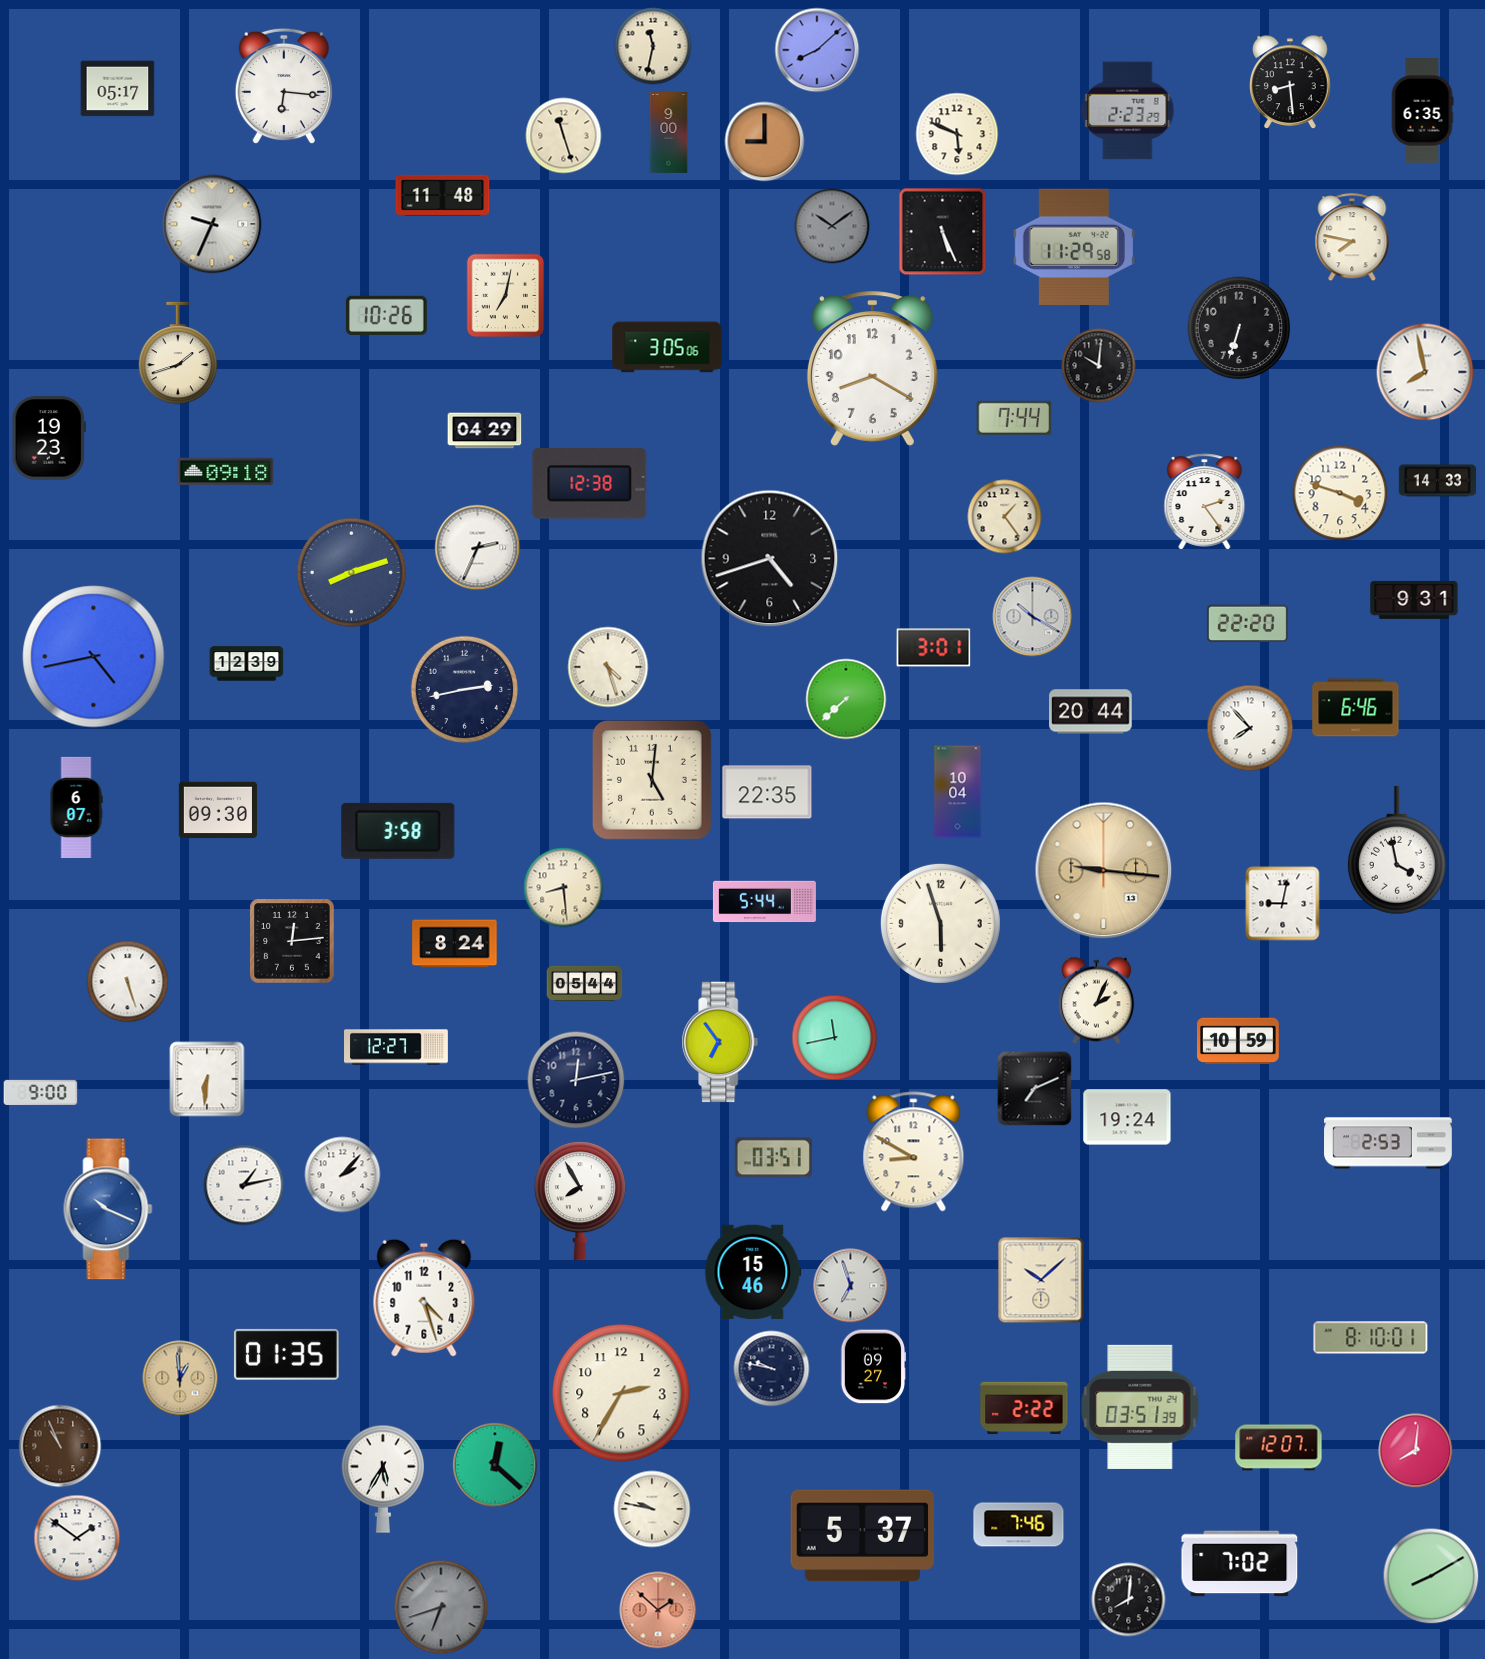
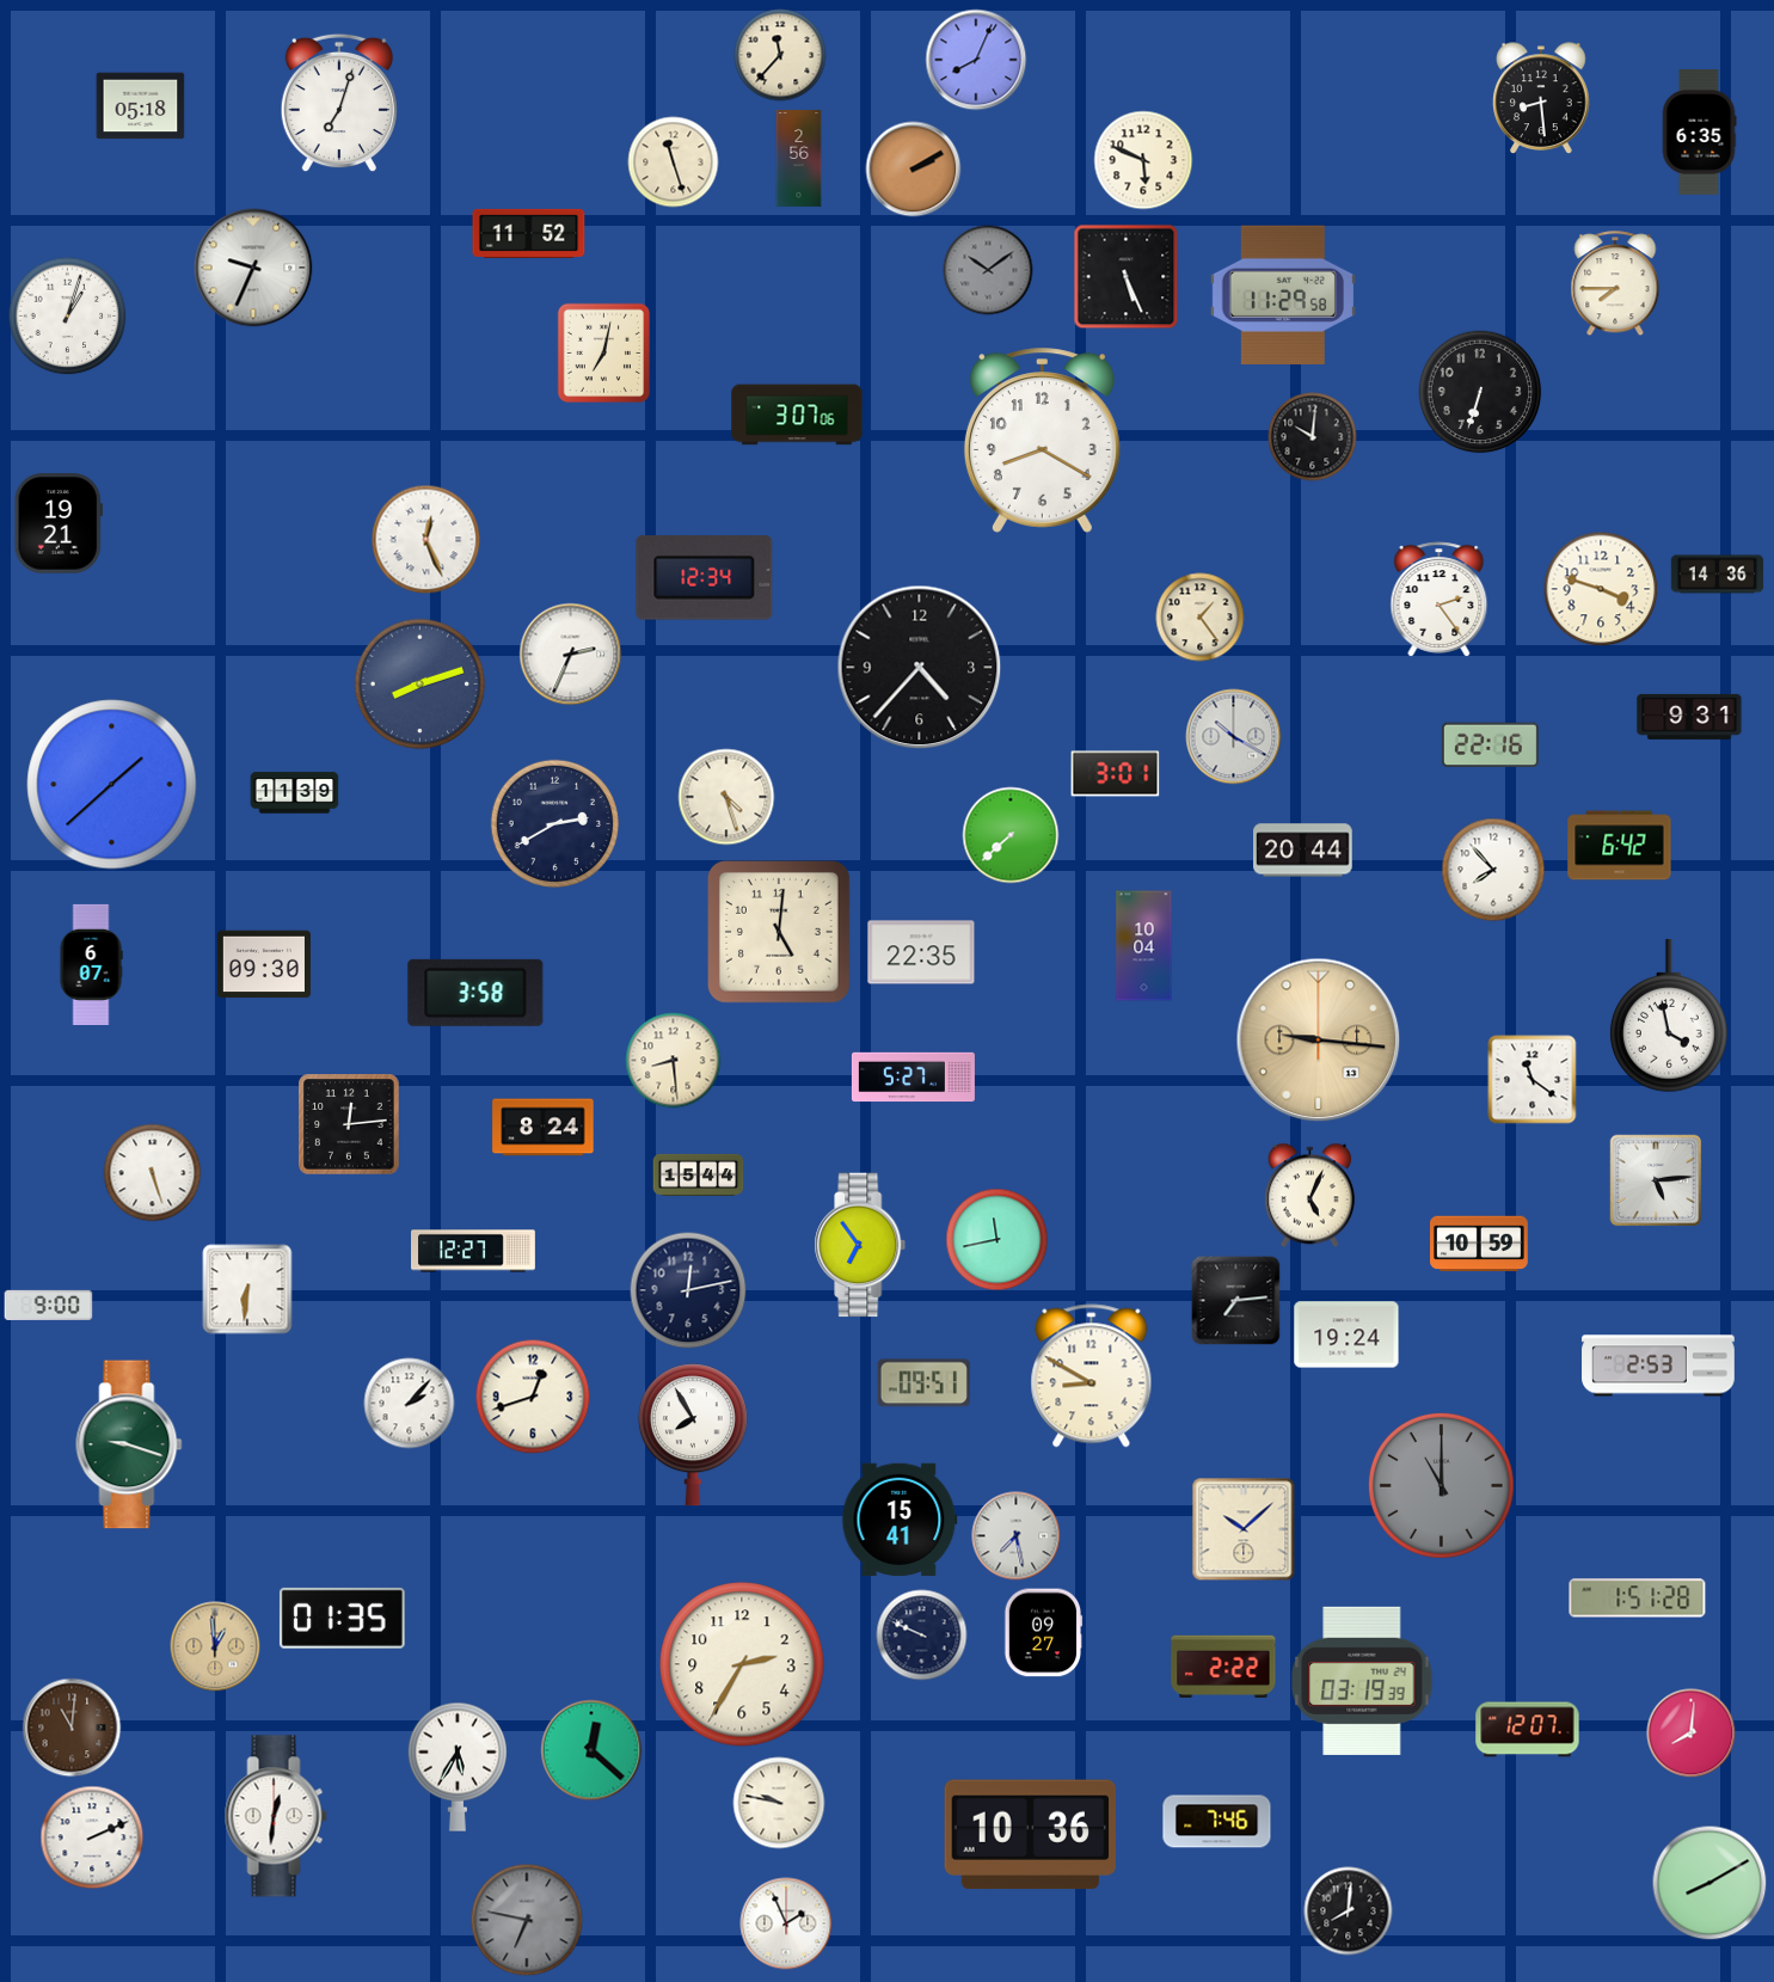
clock at (653, 46): 11:32 -> 11:37
clock at (817, 50): 8:08 -> 8:04
clock at (284, 86): 6:16 -> 7:03
clock at (118, 89): 05:17 -> 05:18
clock at (1128, 111): 2:23 -> none
clock at (669, 133): 9:00 -> 2:56
clock at (765, 142): 9:00 -> 2:10
clock at (443, 195): 11:48 -> 11:52
clock at (832, 226) position: (832, 226) -> (988, 270)
clock at (1352, 238): 7:47 -> 7:45
clock at (68, 317): none -> 1:03
clock at (386, 315): 10:26 -> none
clock at (667, 347): 3:05 -> 3:07
clock at (178, 353): 1:42 -> none
clock at (1425, 372): 7:58 -> none
clock at (1014, 418): 7:44 -> none
clock at (485, 431): 04:29 -> none
clock at (49, 438): 19:23 -> 19:21
clock at (426, 540): none -> 12:26
clock at (226, 471): 09:18 -> none
clock at (1438, 481): 14:33 -> 14:36
clock at (590, 484): 12:38 -> 12:34
clock at (770, 559): 4:42 -> 4:37
clock at (1247, 624): 22:20 -> 22:16
clock at (94, 657): 4:43 -> 1:38
clock at (247, 664): 12:39 -> 11:39
clock at (464, 689): 2:43 -> 2:40
clock at (1356, 708): 6:46 -> 6:42
clock at (767, 792) position: (767, 792) -> (921, 952)
clock at (218, 810) position: (218, 810) -> (264, 964)
clock at (764, 902): 5:44 -> 5:27
clock at (1283, 904): 9:02 -> 11:21
clock at (940, 923): 5:57 -> none
clock at (585, 983): 05:44 -> 15:44
clock at (1656, 1180): none -> 5:14
clock at (1096, 1001): 2:04 -> 5:04
clock at (1035, 1089): 7:11 -> 7:14
clock at (773, 1158): 03:51 -> 09:51
clock at (533, 1397): none -> 12:42
clock at (244, 1185): 1:13 -> none
clock at (108, 1209): 10:19 -> 9:18
clock at (108, 1209) dial: blue -> green
clock at (1441, 1485): none -> 11:00
clock at (753, 1272): 15:46 -> 15:41
clock at (851, 1286): 6:57 -> 7:28
clock at (424, 1298): 4:27 -> none
clock at (1371, 1338): 8:10 -> 1:51
clock at (772, 1369): 9:47 -> 9:49
clock at (1024, 1407) position: (1024, 1407) -> (1223, 1665)
clock at (1140, 1407): 03:51 -> 03:19
clock at (60, 1446): 10:56 -> 11:01
clock at (276, 1816): none -> 12:31
clock at (863, 1536): 5:37 -> 10:36
clock at (77, 1538): 1:51 -> 2:11
clock at (1240, 1564): 7:02 -> none
clock at (441, 1607): 6:42 -> 6:47
clock at (658, 1610): 1:52 -> 1:56
clock at (658, 1610) dial: salmon -> white
